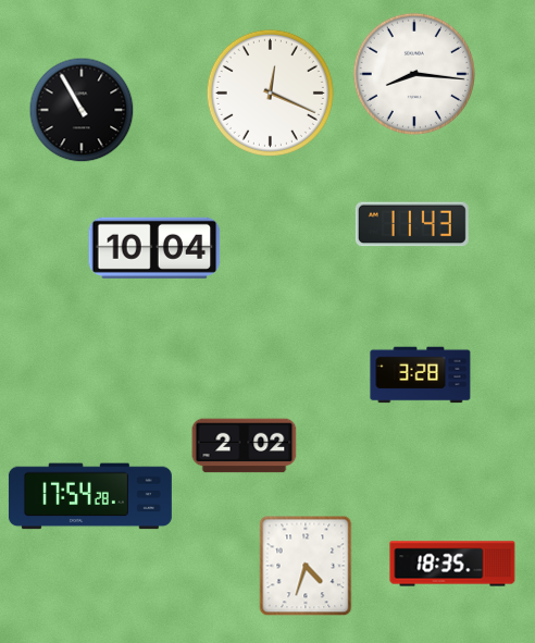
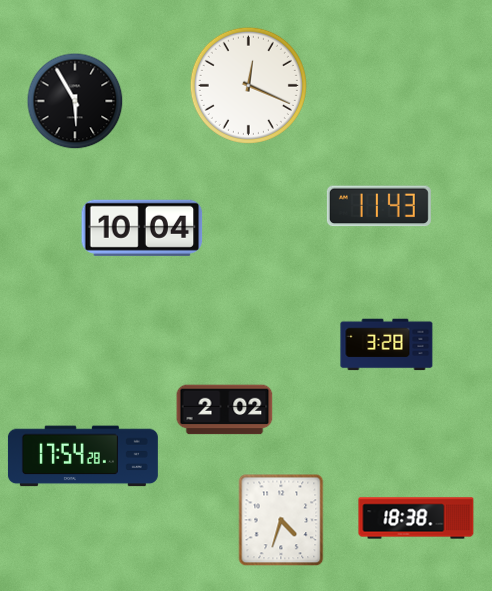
clock at (414, 74): 8:16 -> none
clock at (82, 110): 10:55 -> 5:55
clock at (452, 564): 18:35 -> 18:38
